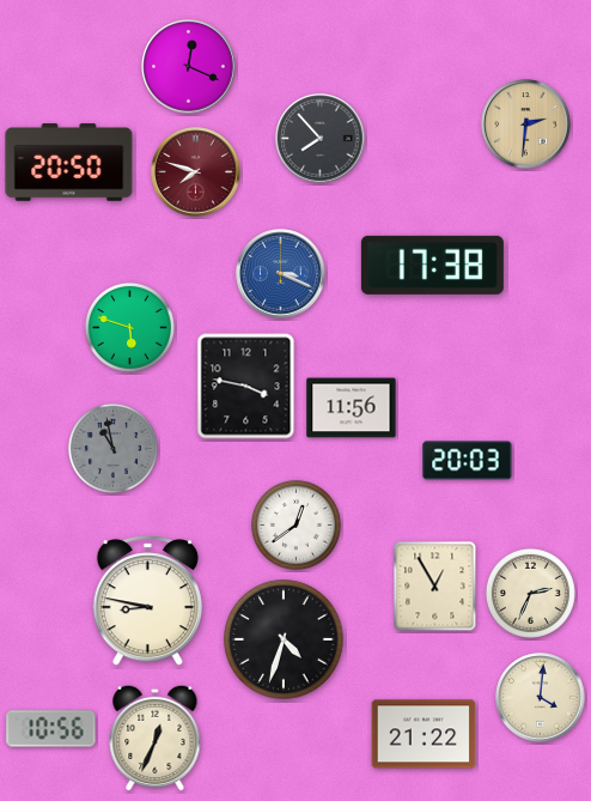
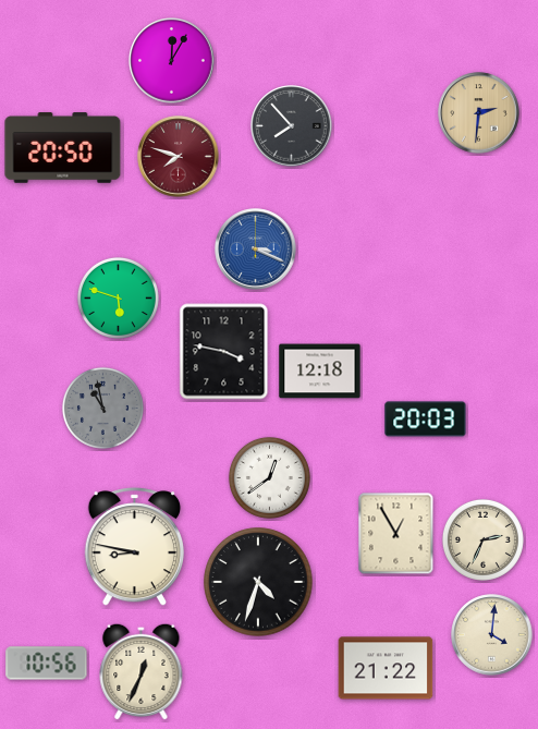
clock at (189, 67): 12:19 -> 12:05
clock at (432, 265): 17:38 -> none
clock at (352, 408): 11:56 -> 12:18
